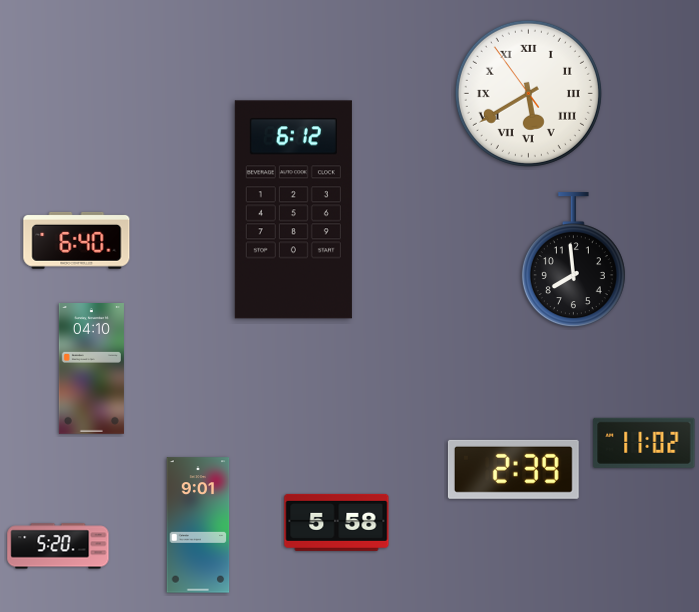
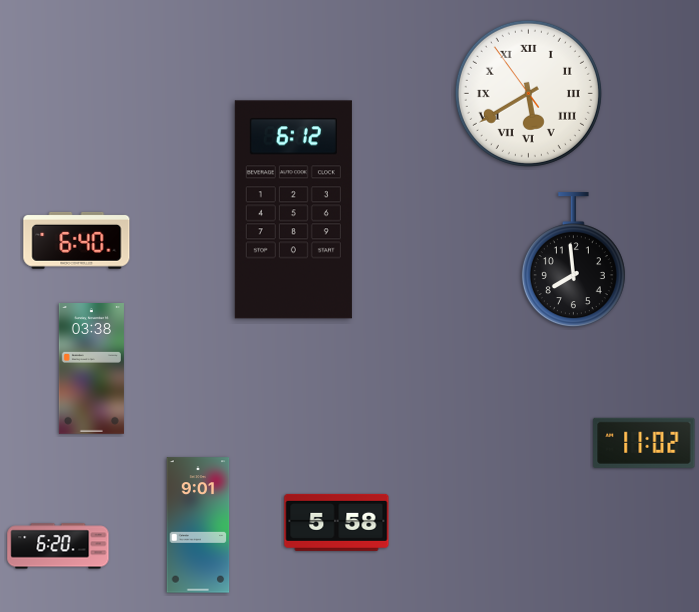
clock at (91, 369): 04:10 -> 03:38
clock at (513, 469): 2:39 -> none
clock at (58, 546): 5:20 -> 6:20
